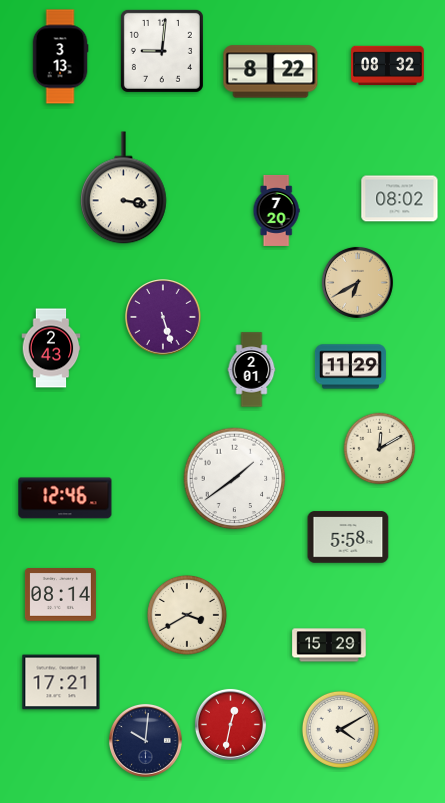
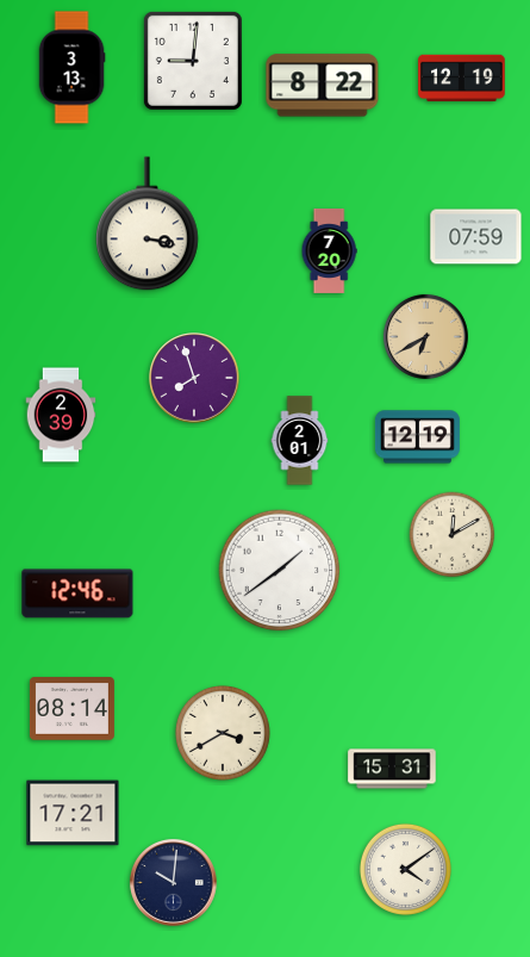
clock at (388, 66): 08:32 -> 12:19
clock at (400, 199): 08:02 -> 07:59
clock at (163, 317): 5:27 -> 7:57
clock at (51, 348): 2:43 -> 2:39
clock at (350, 367): 11:29 -> 12:19
clock at (348, 537): 5:58 -> none
clock at (329, 645): 15:29 -> 15:31
clock at (230, 724): 12:32 -> none
clock at (340, 729): 4:10 -> 4:09
